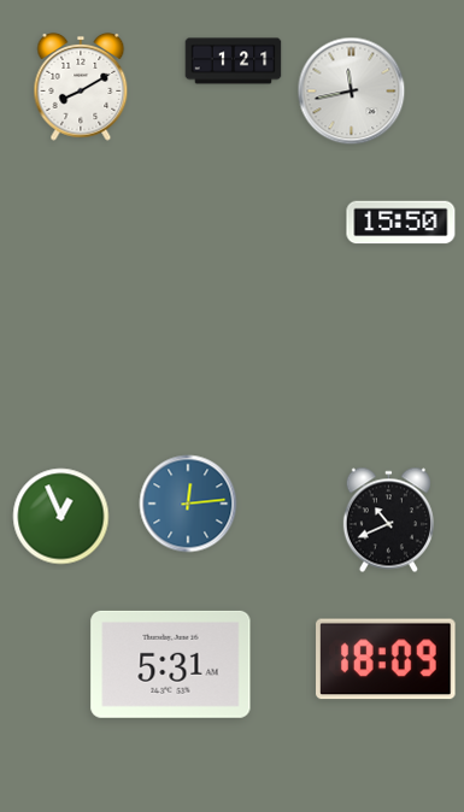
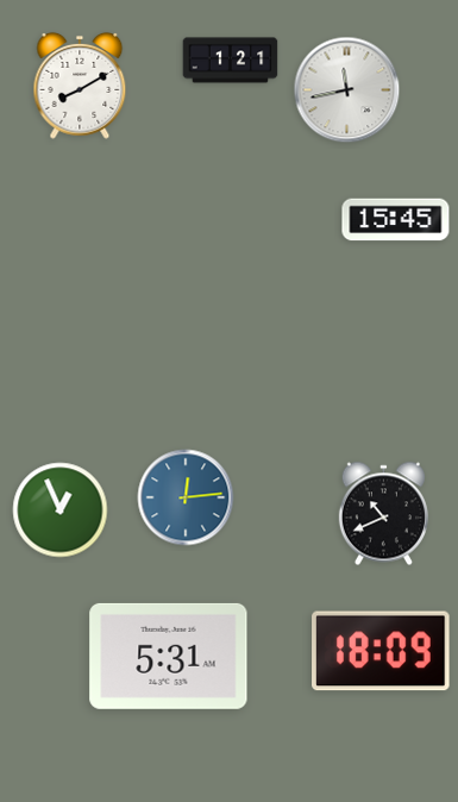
clock at (401, 223): 15:50 -> 15:45
